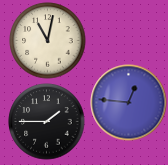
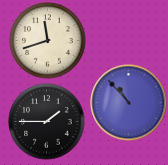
clock at (48, 41): 11:02 -> 11:42
clock at (129, 103): 12:46 -> 10:53
